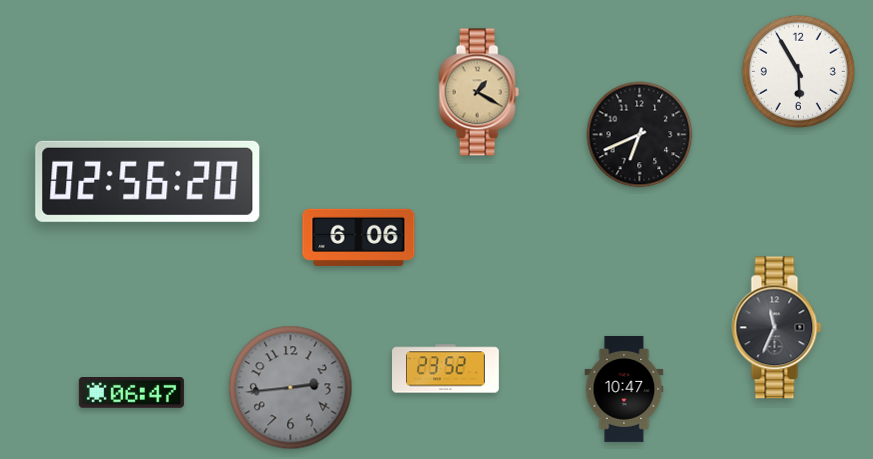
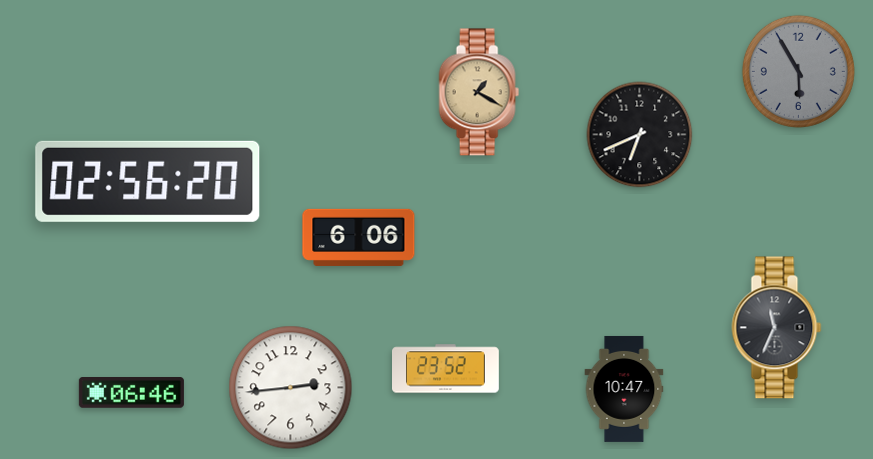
clock at (798, 71) dial: white -> grey
clock at (291, 388) dial: grey -> white
clock at (131, 393): 06:47 -> 06:46
